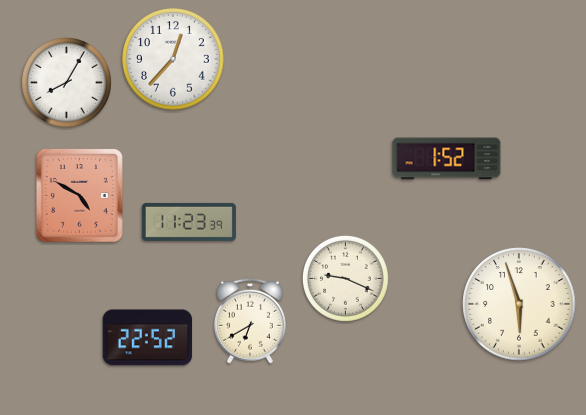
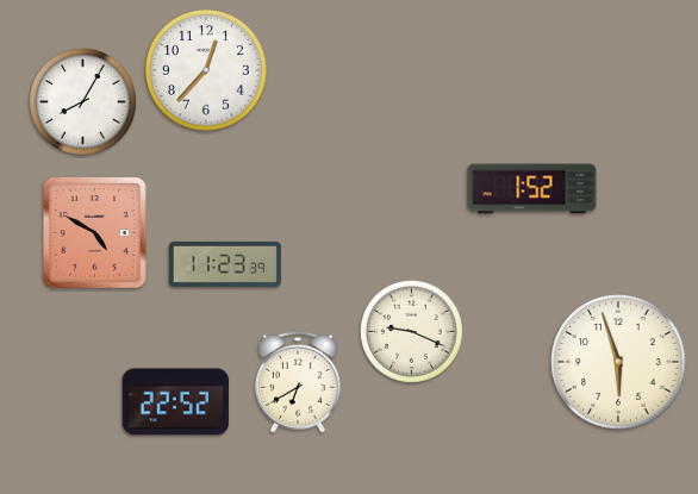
clock at (66, 82) position: (66, 82) -> (82, 101)
